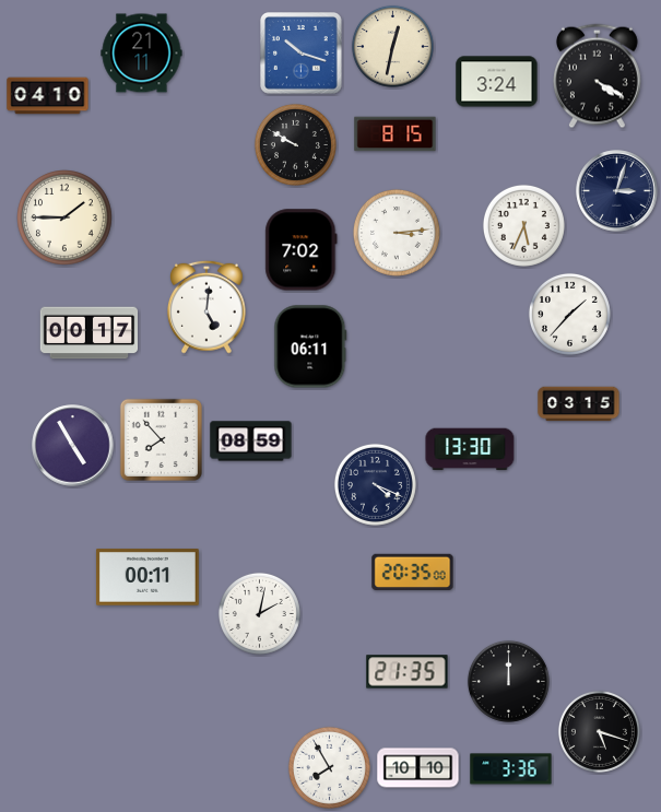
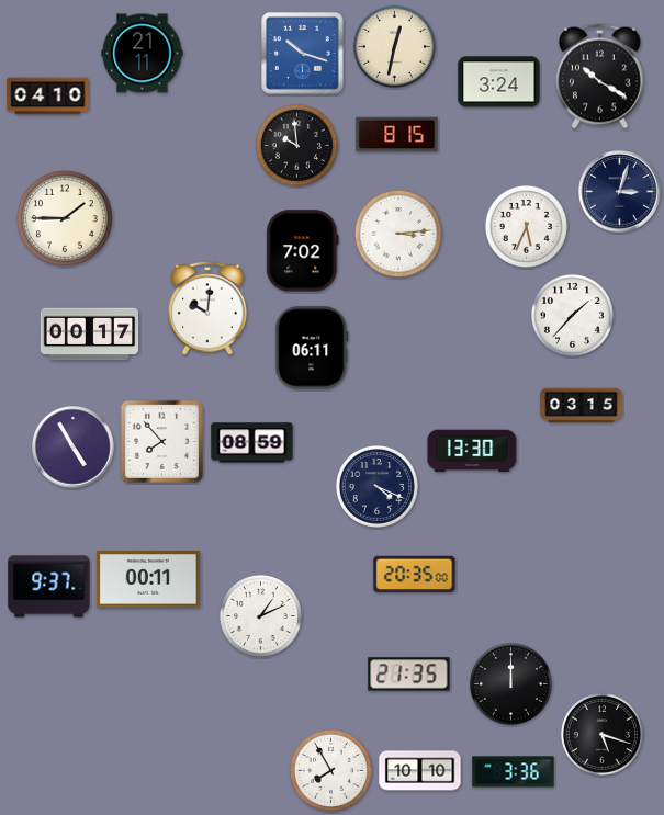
clock at (597, 77): 4:20 -> 10:20
clock at (295, 144): 9:50 -> 9:59
clock at (208, 307): 5:01 -> 10:01
clock at (49, 587): none -> 9:37
clock at (259, 613): 2:02 -> 1:11
